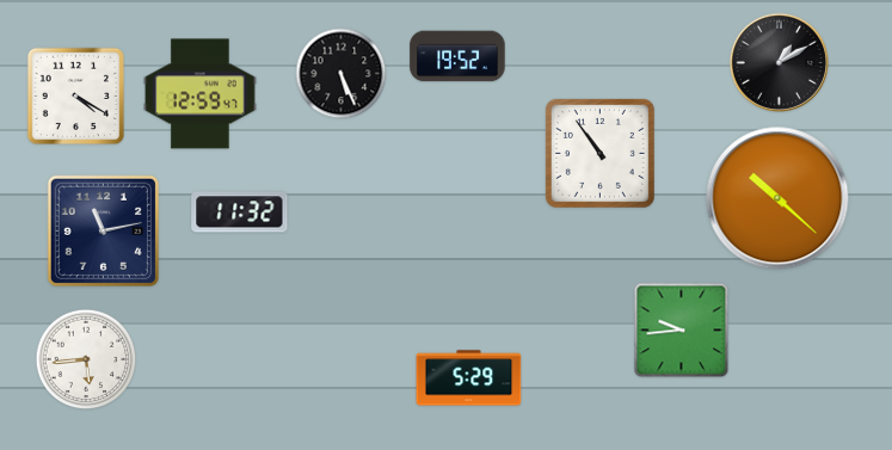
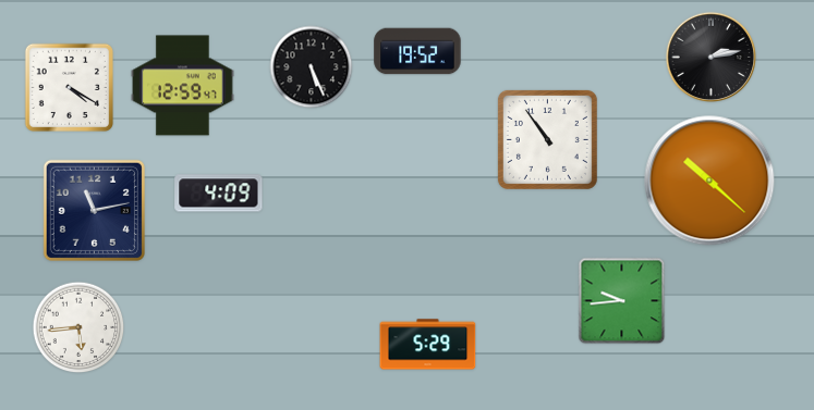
clock at (779, 62): 1:10 -> 2:13
clock at (240, 212): 11:32 -> 4:09
